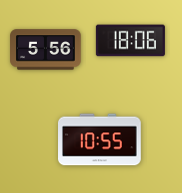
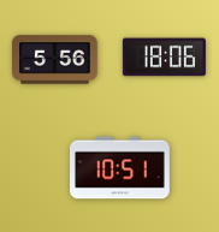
clock at (130, 41) position: (130, 41) -> (164, 58)
clock at (100, 140): 10:55 -> 10:51
